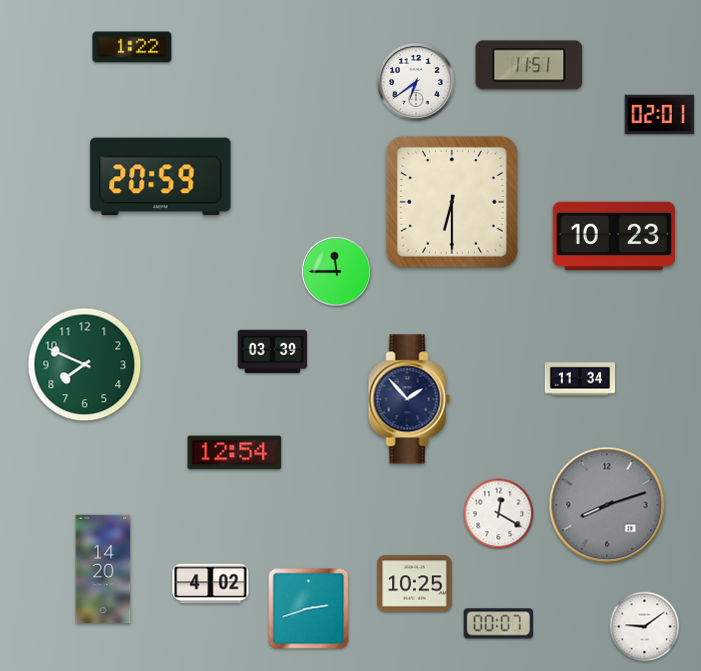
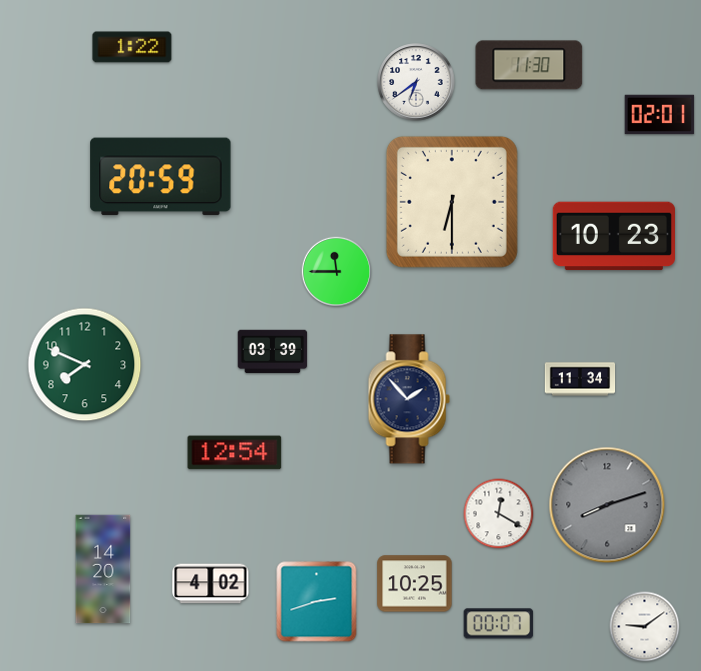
clock at (529, 65): 11:51 -> 11:30
clock at (309, 609) position: (309, 609) -> (317, 602)
